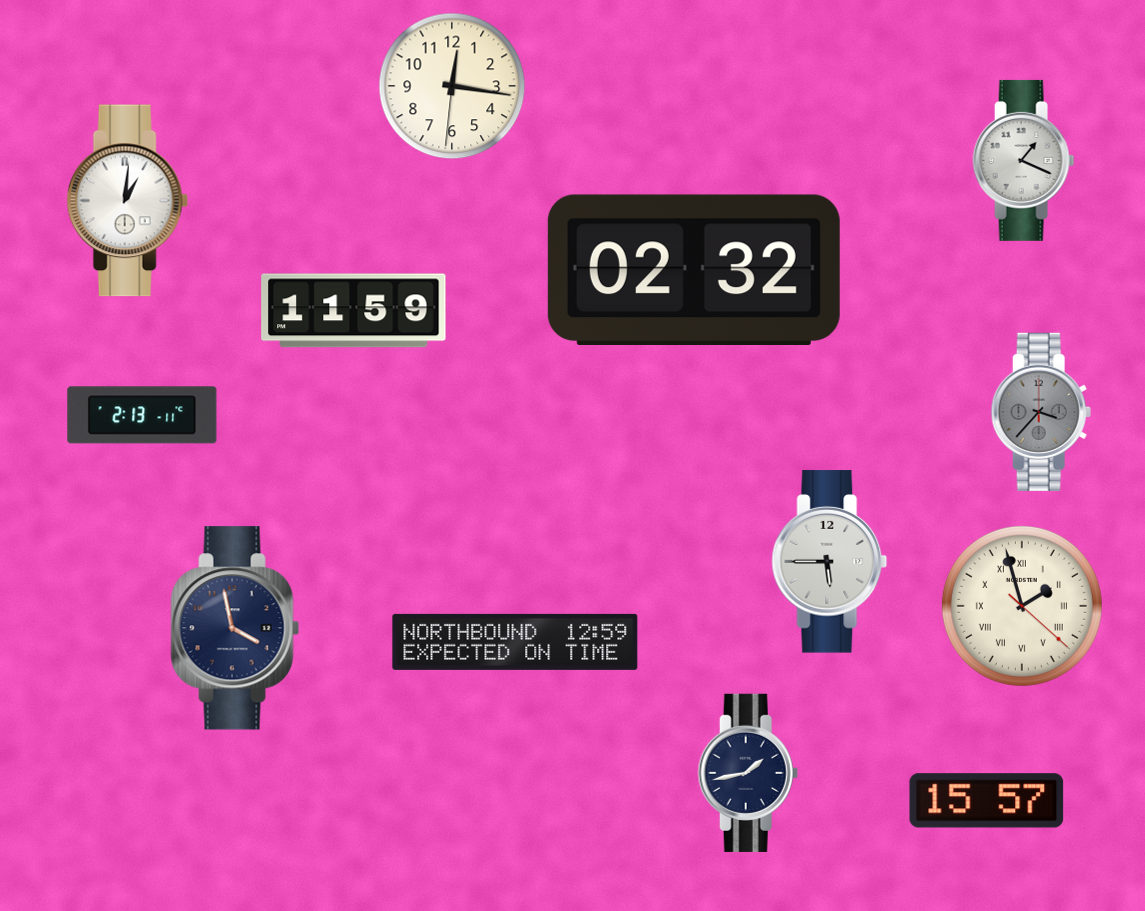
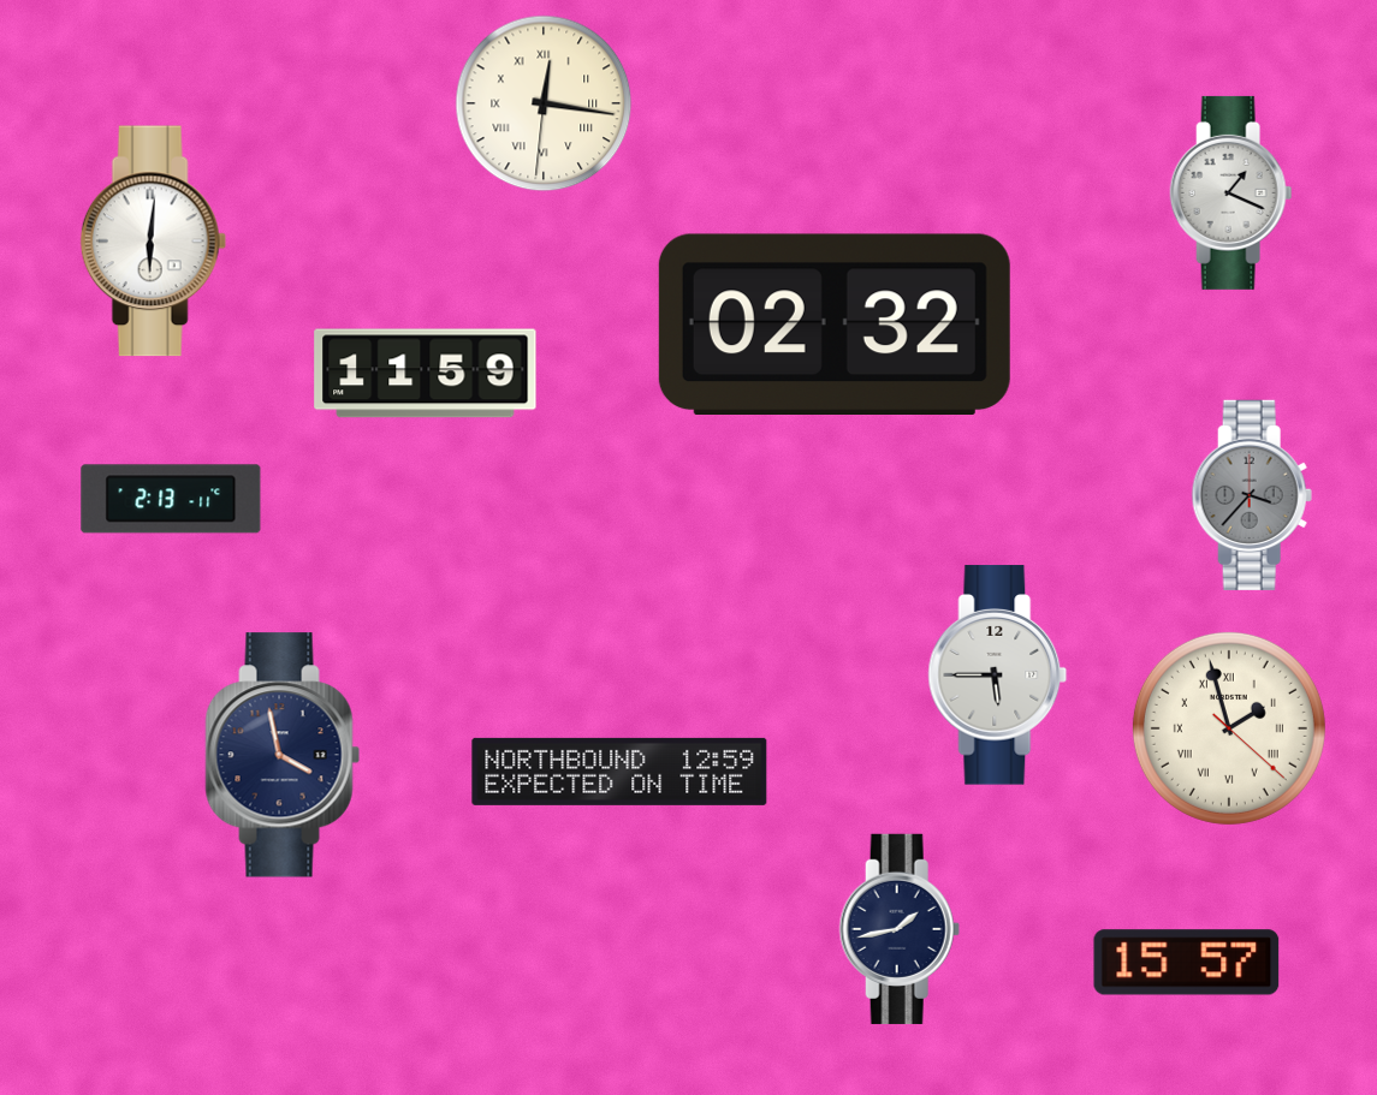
clock at (452, 86) numerals: Arabic -> Roman
clock at (127, 201): 1:01 -> 6:01
